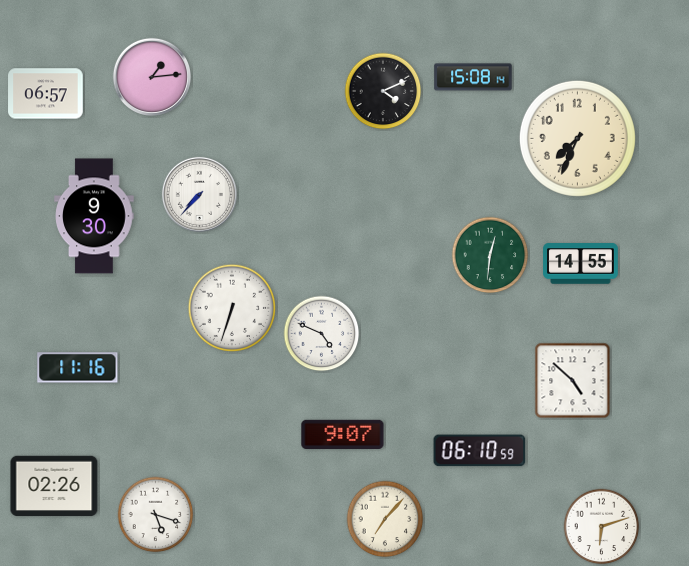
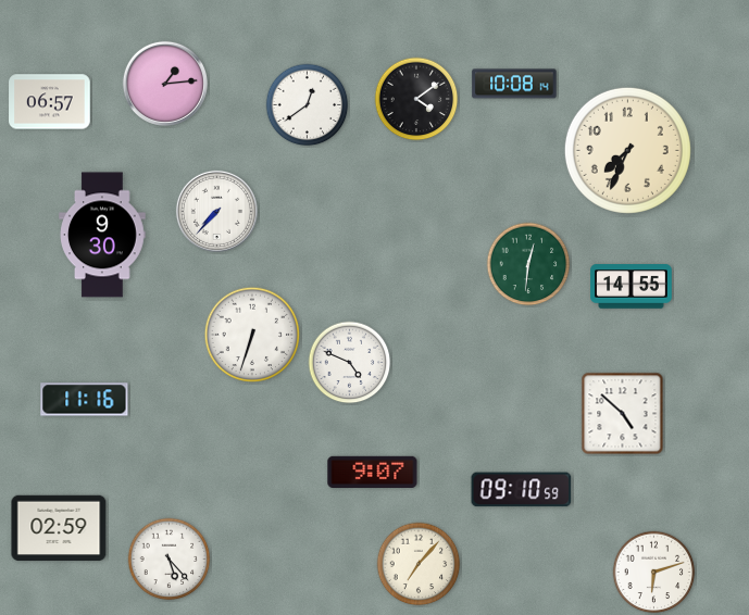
clock at (473, 77): 15:08 -> 10:08
clock at (383, 91): 4:11 -> 4:09
clock at (308, 105): none -> 12:39
clock at (490, 255) position: (490, 255) -> (528, 264)
clock at (480, 451): 06:10 -> 09:10
clock at (54, 486): 02:26 -> 02:59
clock at (156, 515): 5:18 -> 5:23
